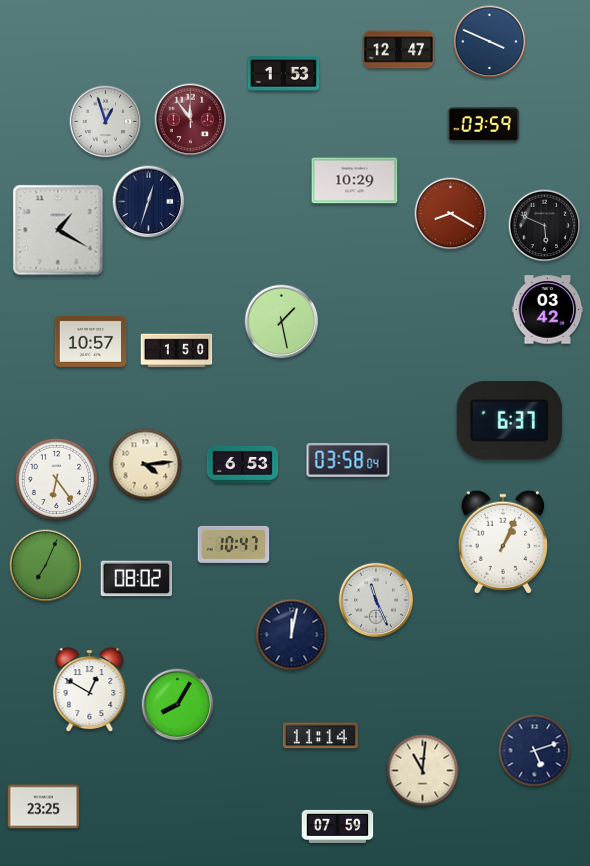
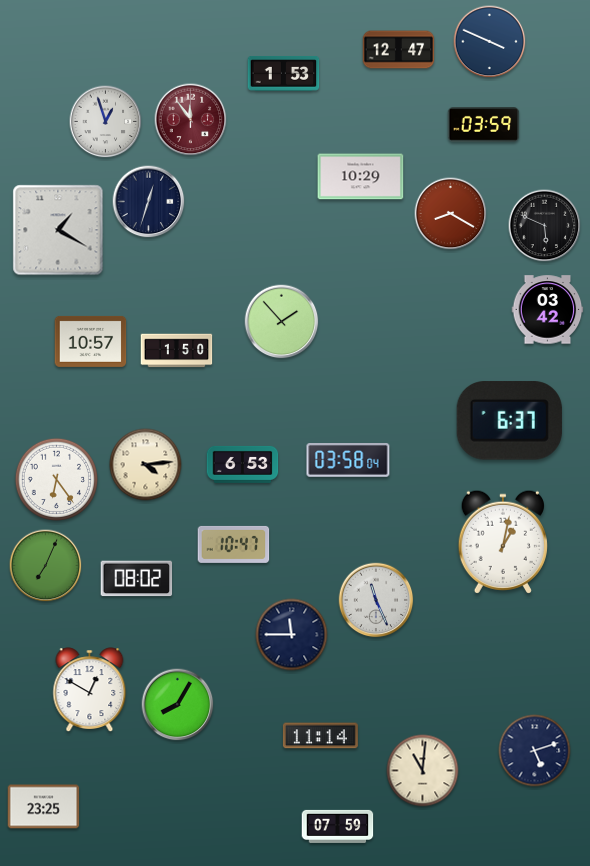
clock at (355, 181) position: (355, 181) -> (361, 177)
clock at (282, 322): 1:28 -> 1:53
clock at (503, 542): 1:04 -> 1:02
clock at (292, 635): 12:02 -> 11:45
